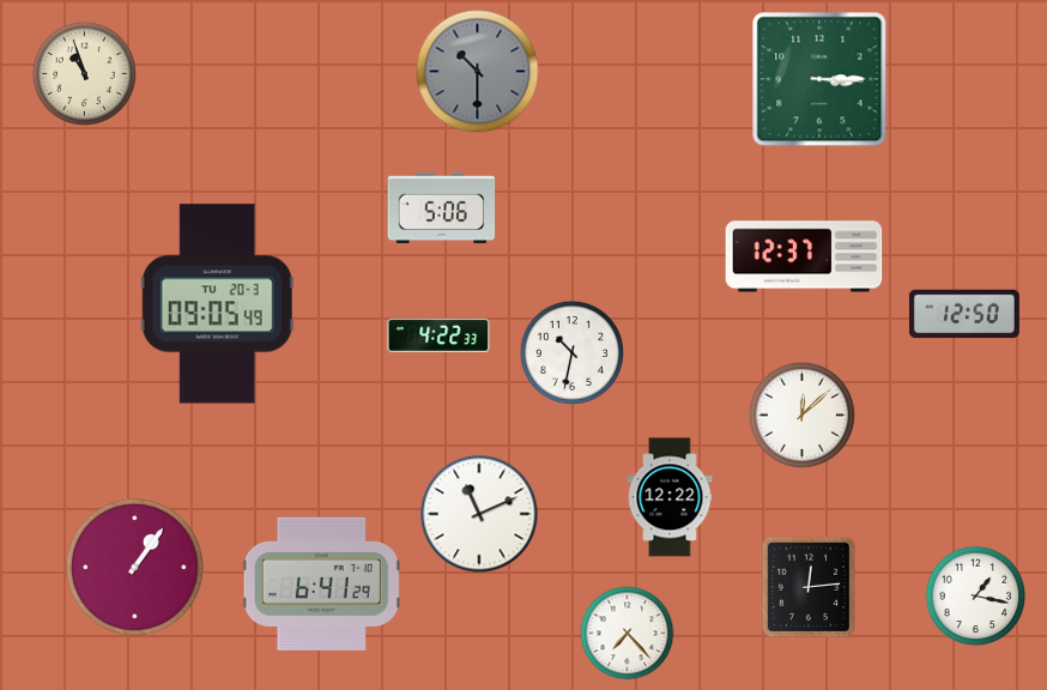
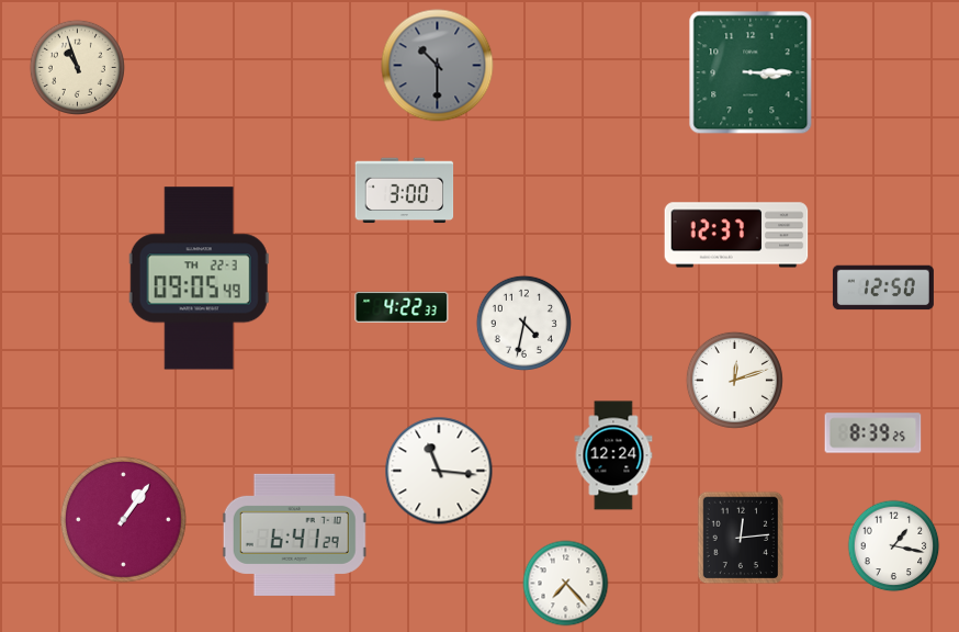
clock at (442, 208): 5:06 -> 3:00
clock at (217, 304) date: TU 20-3 -> TH 22-3
clock at (571, 352): 10:32 -> 4:32
clock at (801, 414): 12:08 -> 12:12
clock at (873, 433): none -> 8:39
clock at (670, 497): 12:22 -> 12:24
clock at (479, 514): 11:11 -> 11:16
clock at (628, 634) position: (628, 634) -> (566, 584)
